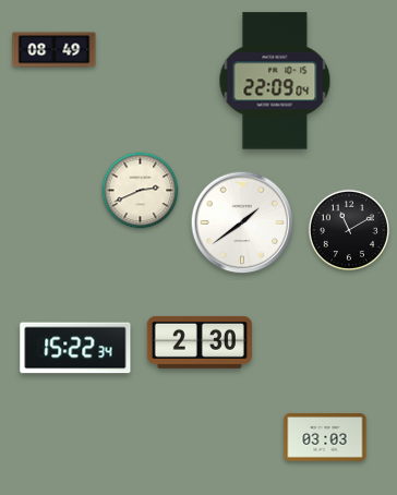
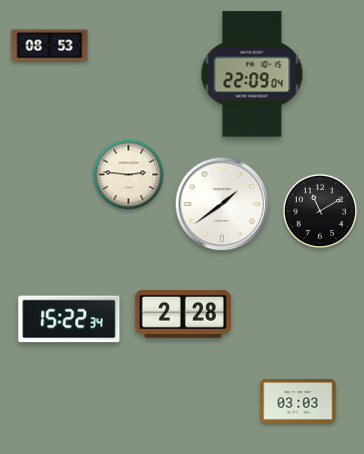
clock at (55, 50): 08:49 -> 08:53
clock at (141, 191): 2:41 -> 2:46
clock at (200, 342): 2:30 -> 2:28
